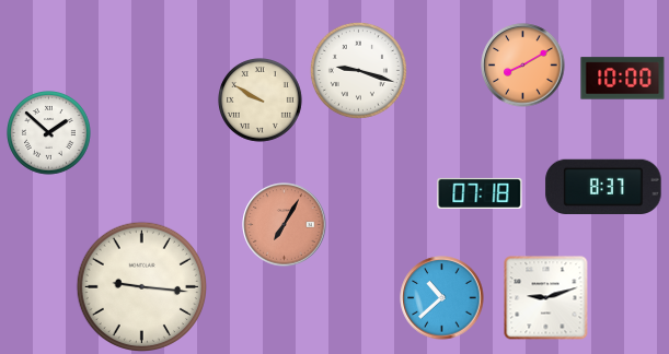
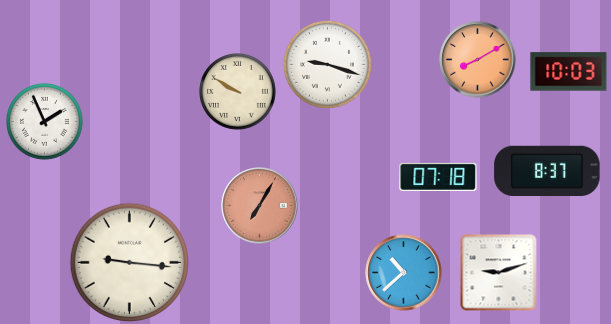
clock at (623, 79): 10:00 -> 10:03
clock at (49, 133): 1:52 -> 1:56
clock at (603, 186) position: (603, 186) -> (547, 170)
